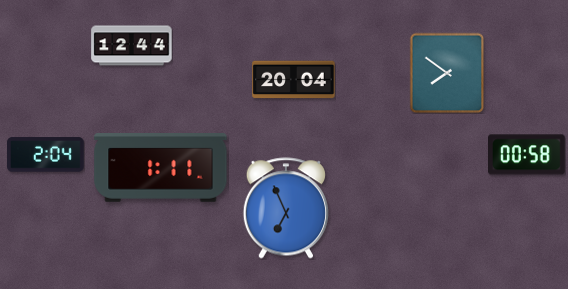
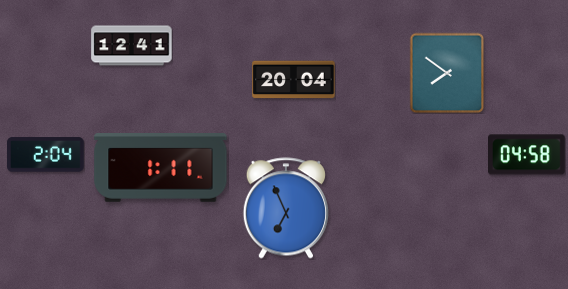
clock at (132, 46): 12:44 -> 12:41
clock at (527, 155): 00:58 -> 04:58
